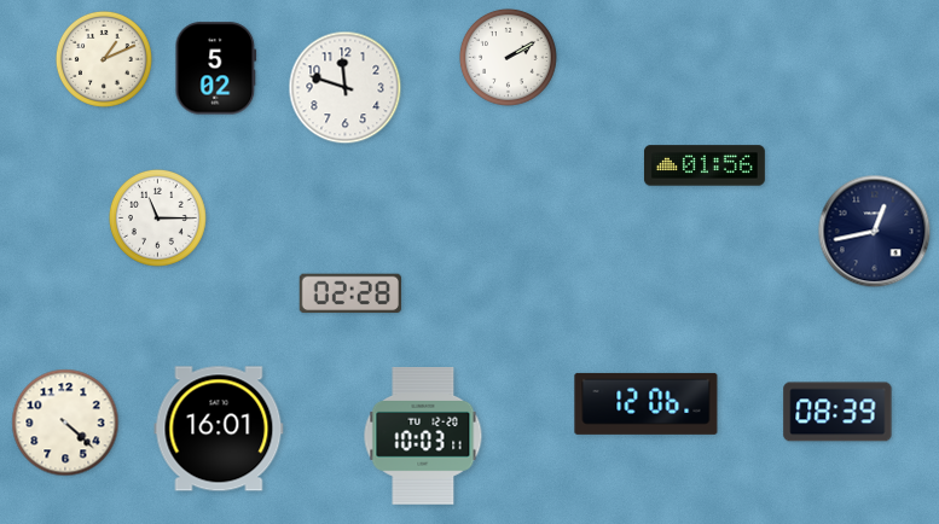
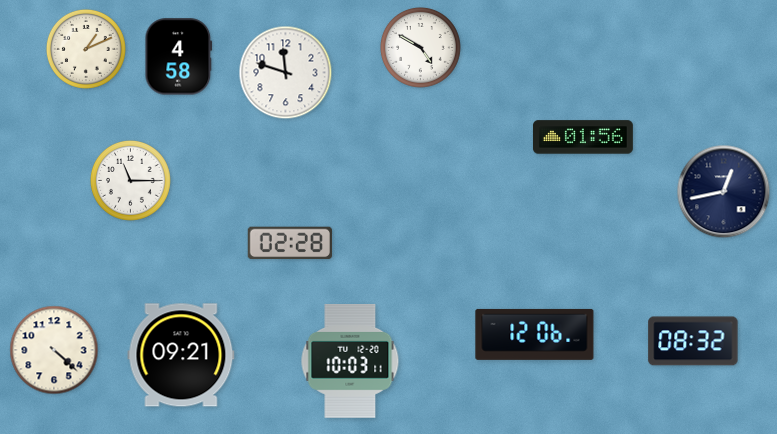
clock at (508, 57): 2:10 -> 4:50
clock at (216, 69): 5:02 -> 4:58
clock at (837, 412): 08:39 -> 08:32
clock at (219, 429): 16:01 -> 09:21
